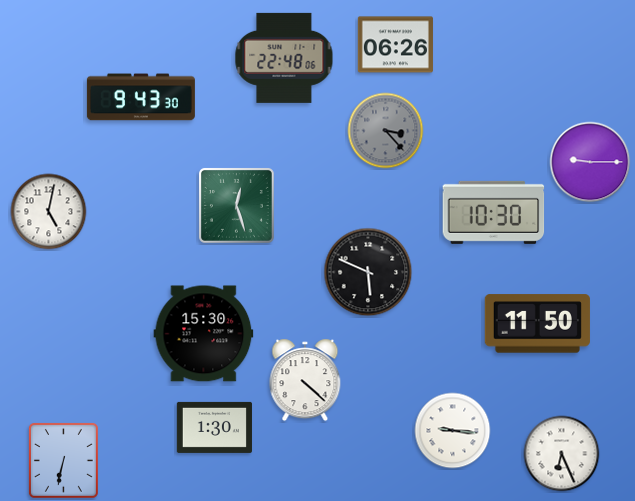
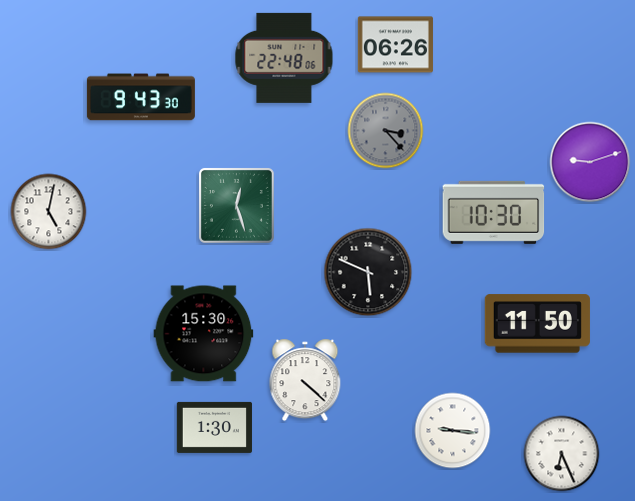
clock at (590, 162): 9:15 -> 9:12
clock at (63, 460): 6:32 -> none
